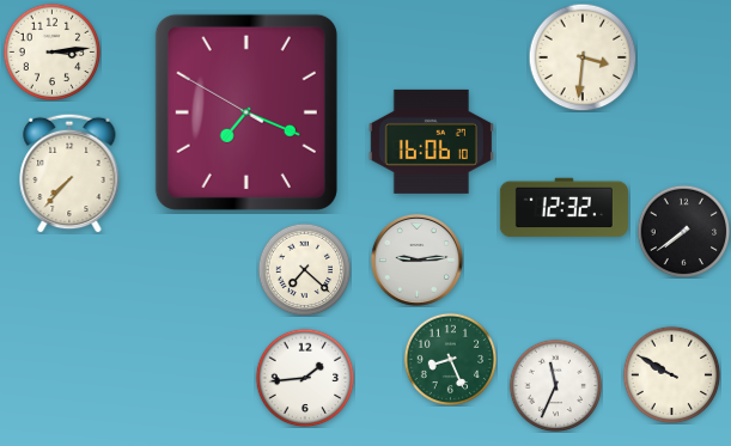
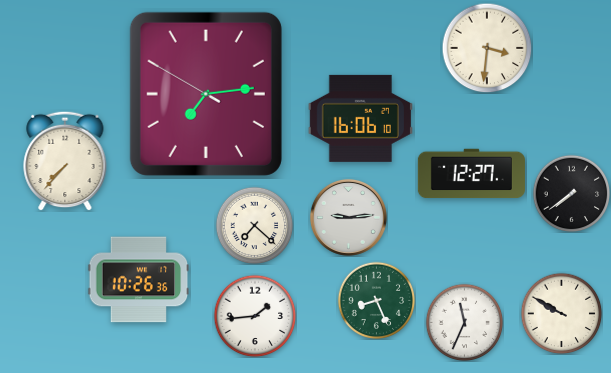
clock at (51, 51): 3:14 -> none
clock at (246, 112): 7:18 -> 7:13
clock at (69, 173) position: (69, 173) -> (65, 161)
clock at (564, 208): 12:32 -> 12:27
clock at (139, 280): none -> 10:26
